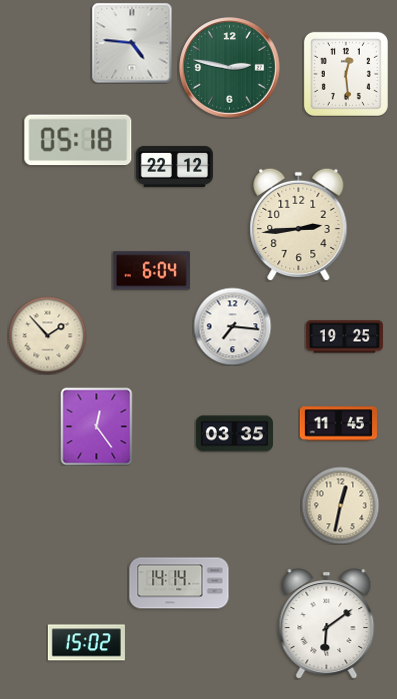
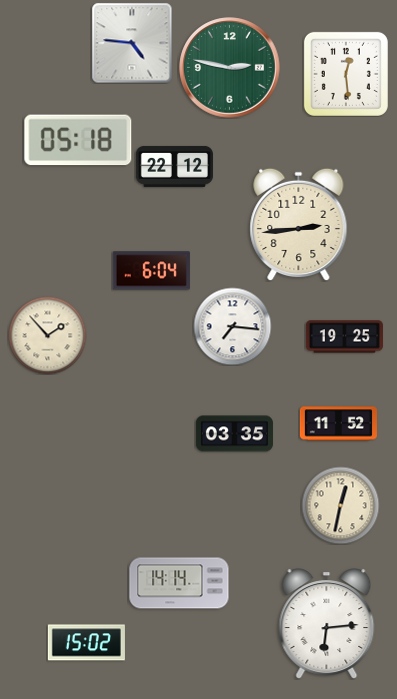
clock at (338, 424): 11:45 -> 11:52
clock at (97, 426): 12:24 -> none
clock at (327, 624): 6:09 -> 6:14
